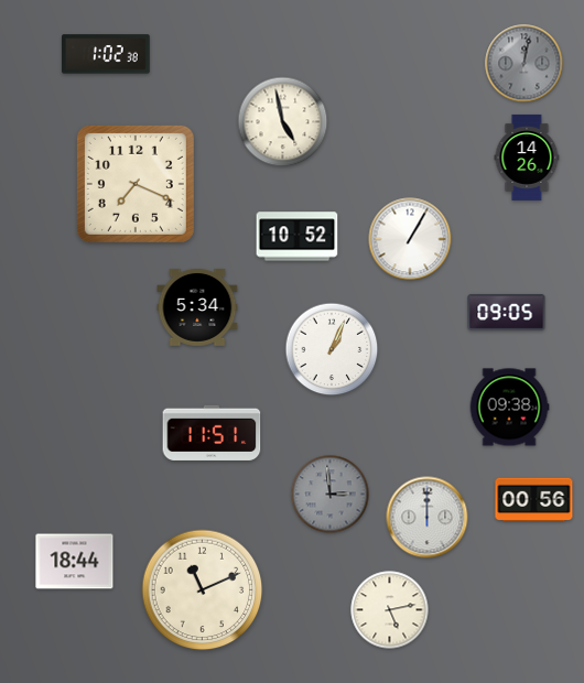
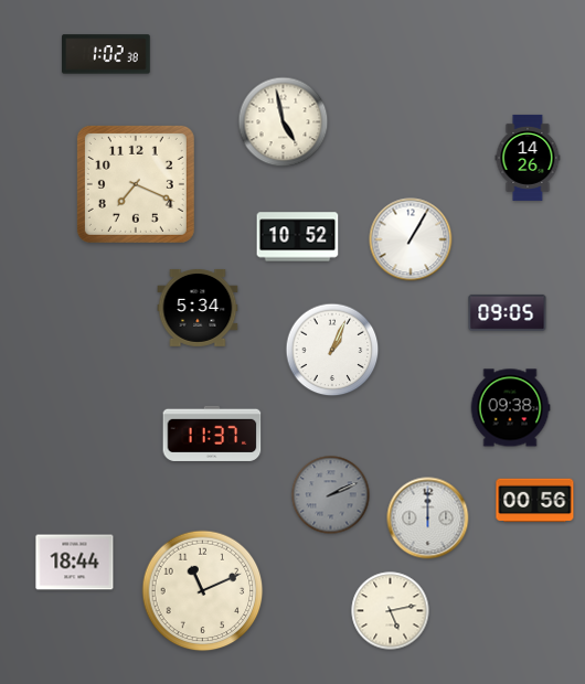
clock at (524, 64): 12:02 -> none
clock at (212, 433): 11:51 -> 11:37
clock at (331, 495): 2:59 -> 2:11
